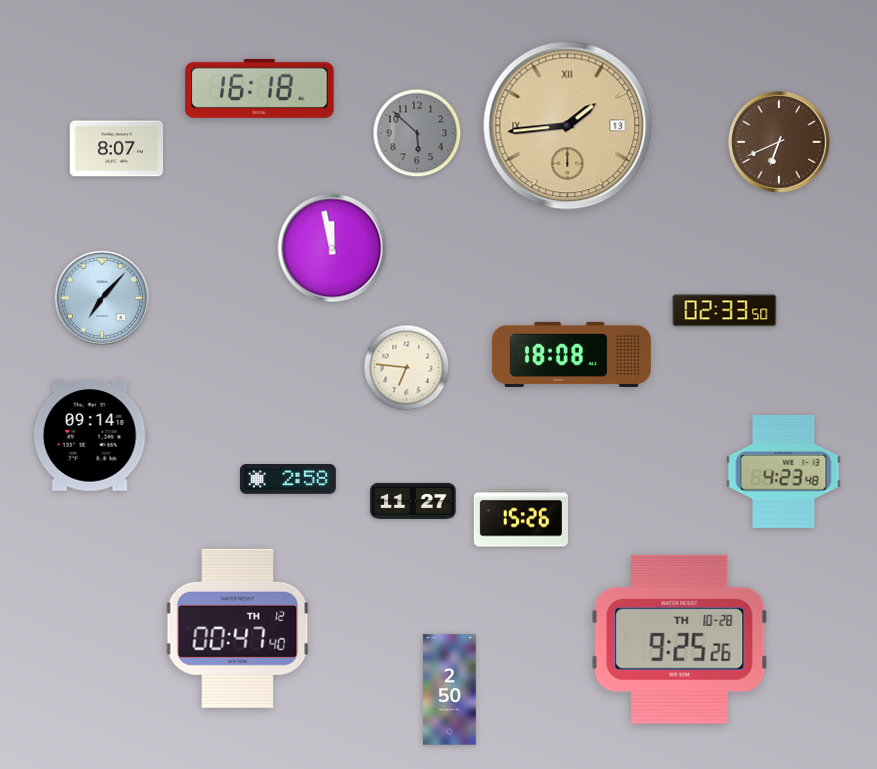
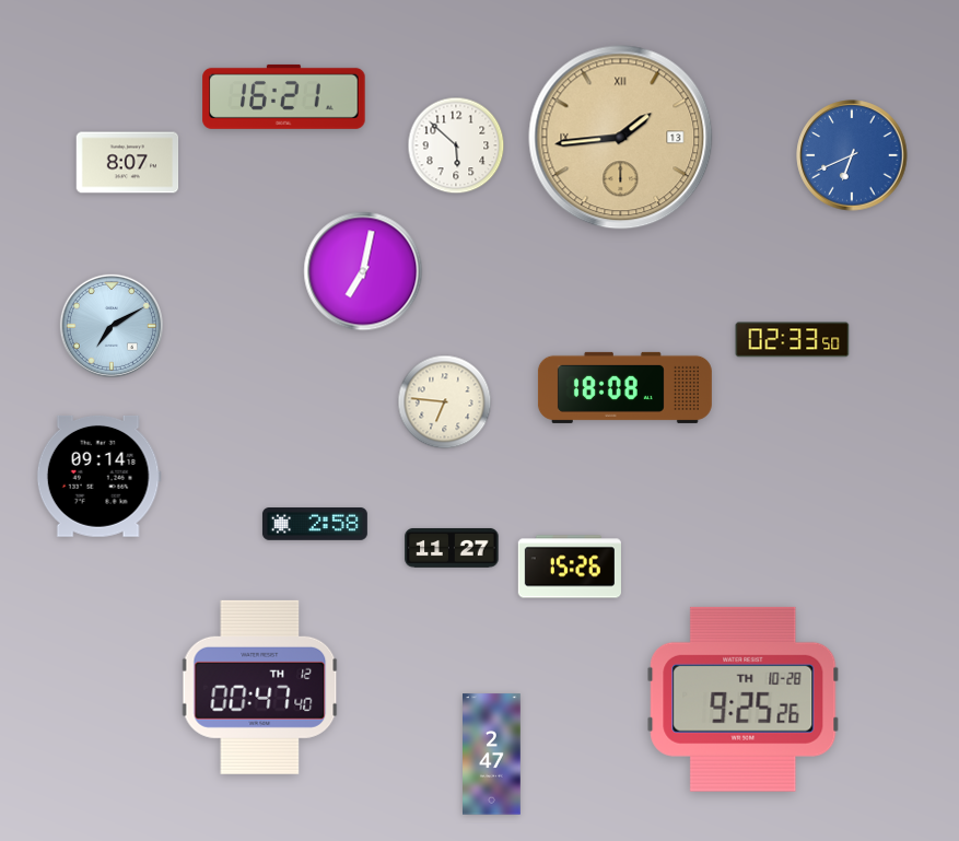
clock at (260, 88): 16:18 -> 16:21
clock at (417, 133) dial: grey -> white
clock at (779, 142) dial: brown -> blue
clock at (332, 248): 11:58 -> 7:02
clock at (102, 298): 7:07 -> 7:10
clock at (784, 471): 4:23 -> none
clock at (450, 690): 2:50 -> 2:47
